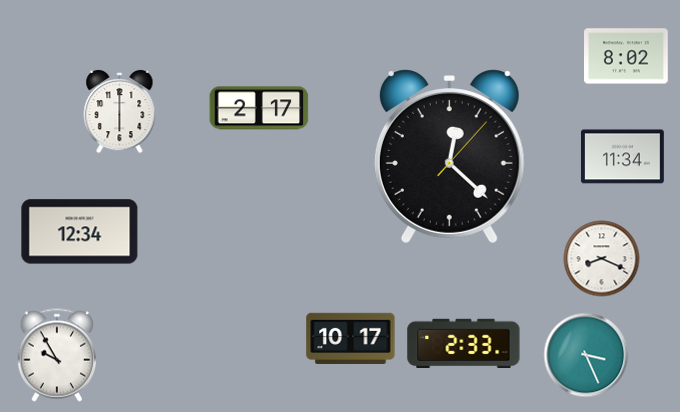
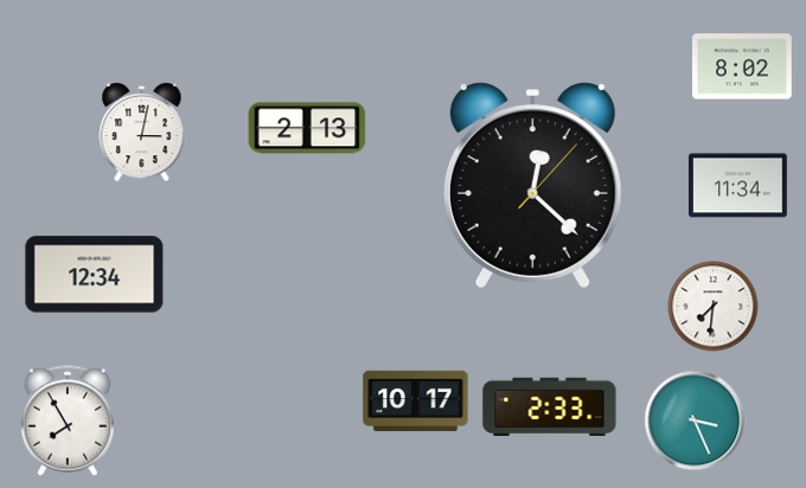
clock at (259, 108): 2:17 -> 2:13
clock at (120, 112): 6:00 -> 3:02
clock at (602, 259): 8:19 -> 7:31
clock at (57, 355): 9:55 -> 7:55
